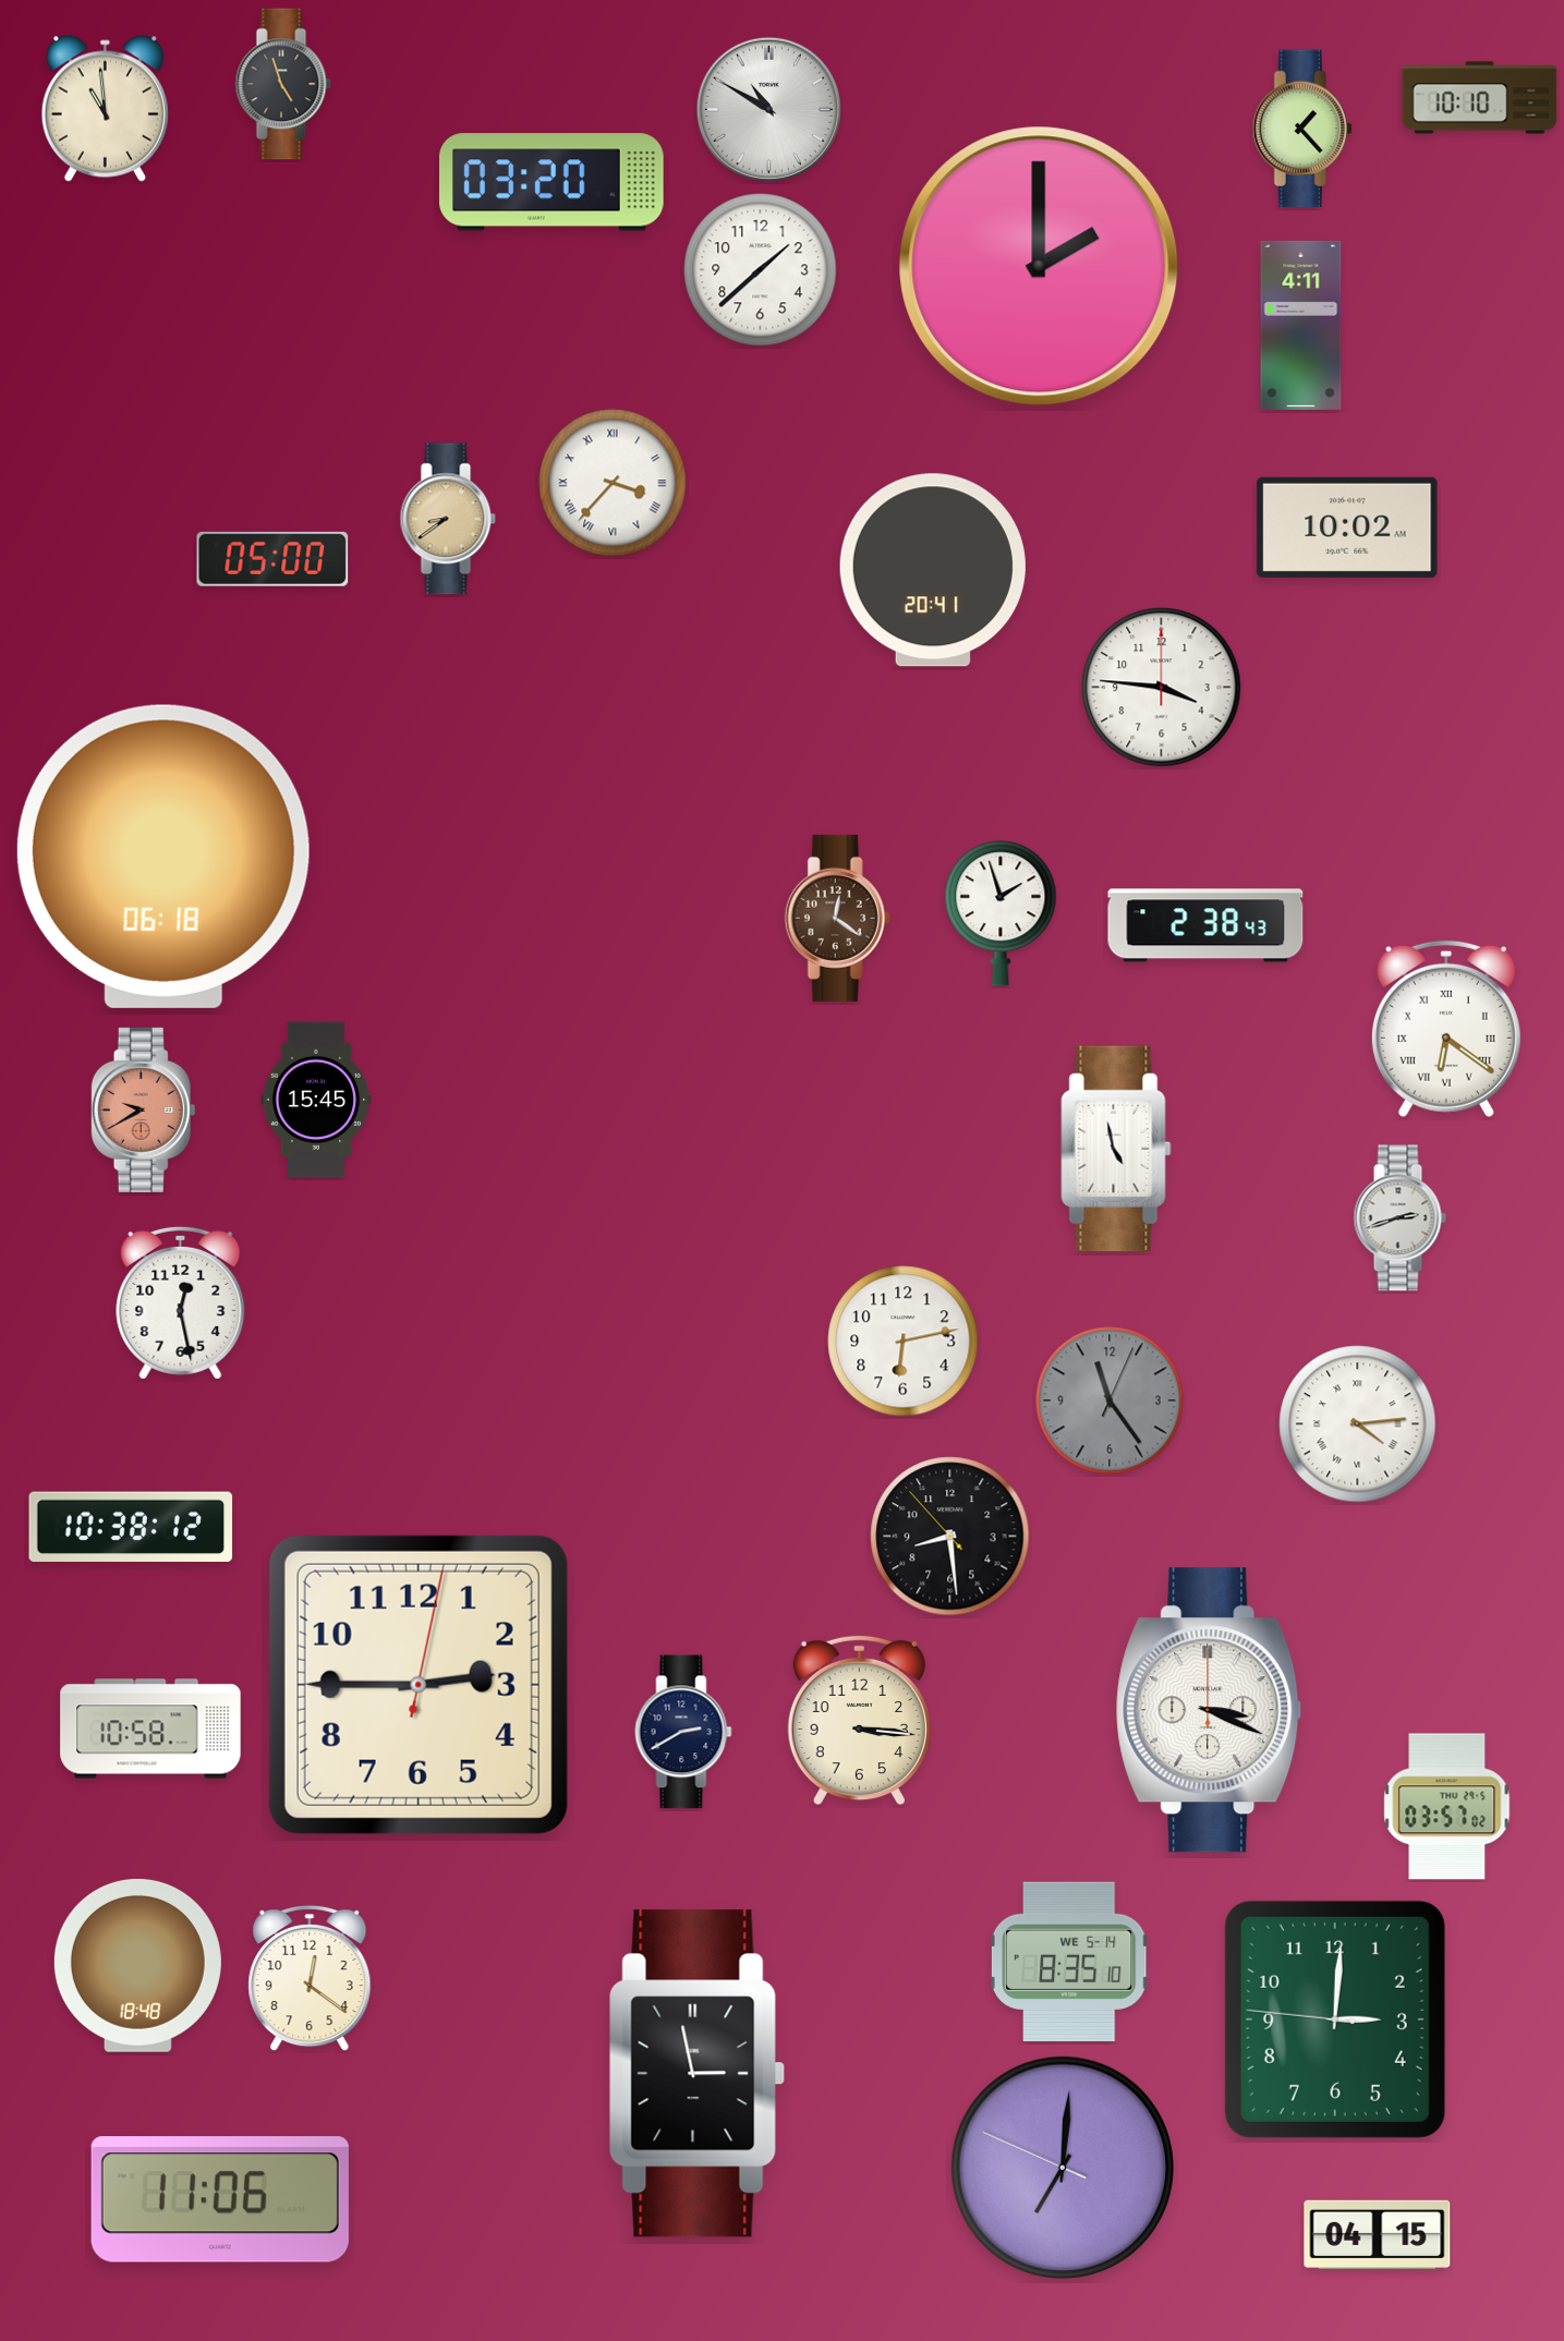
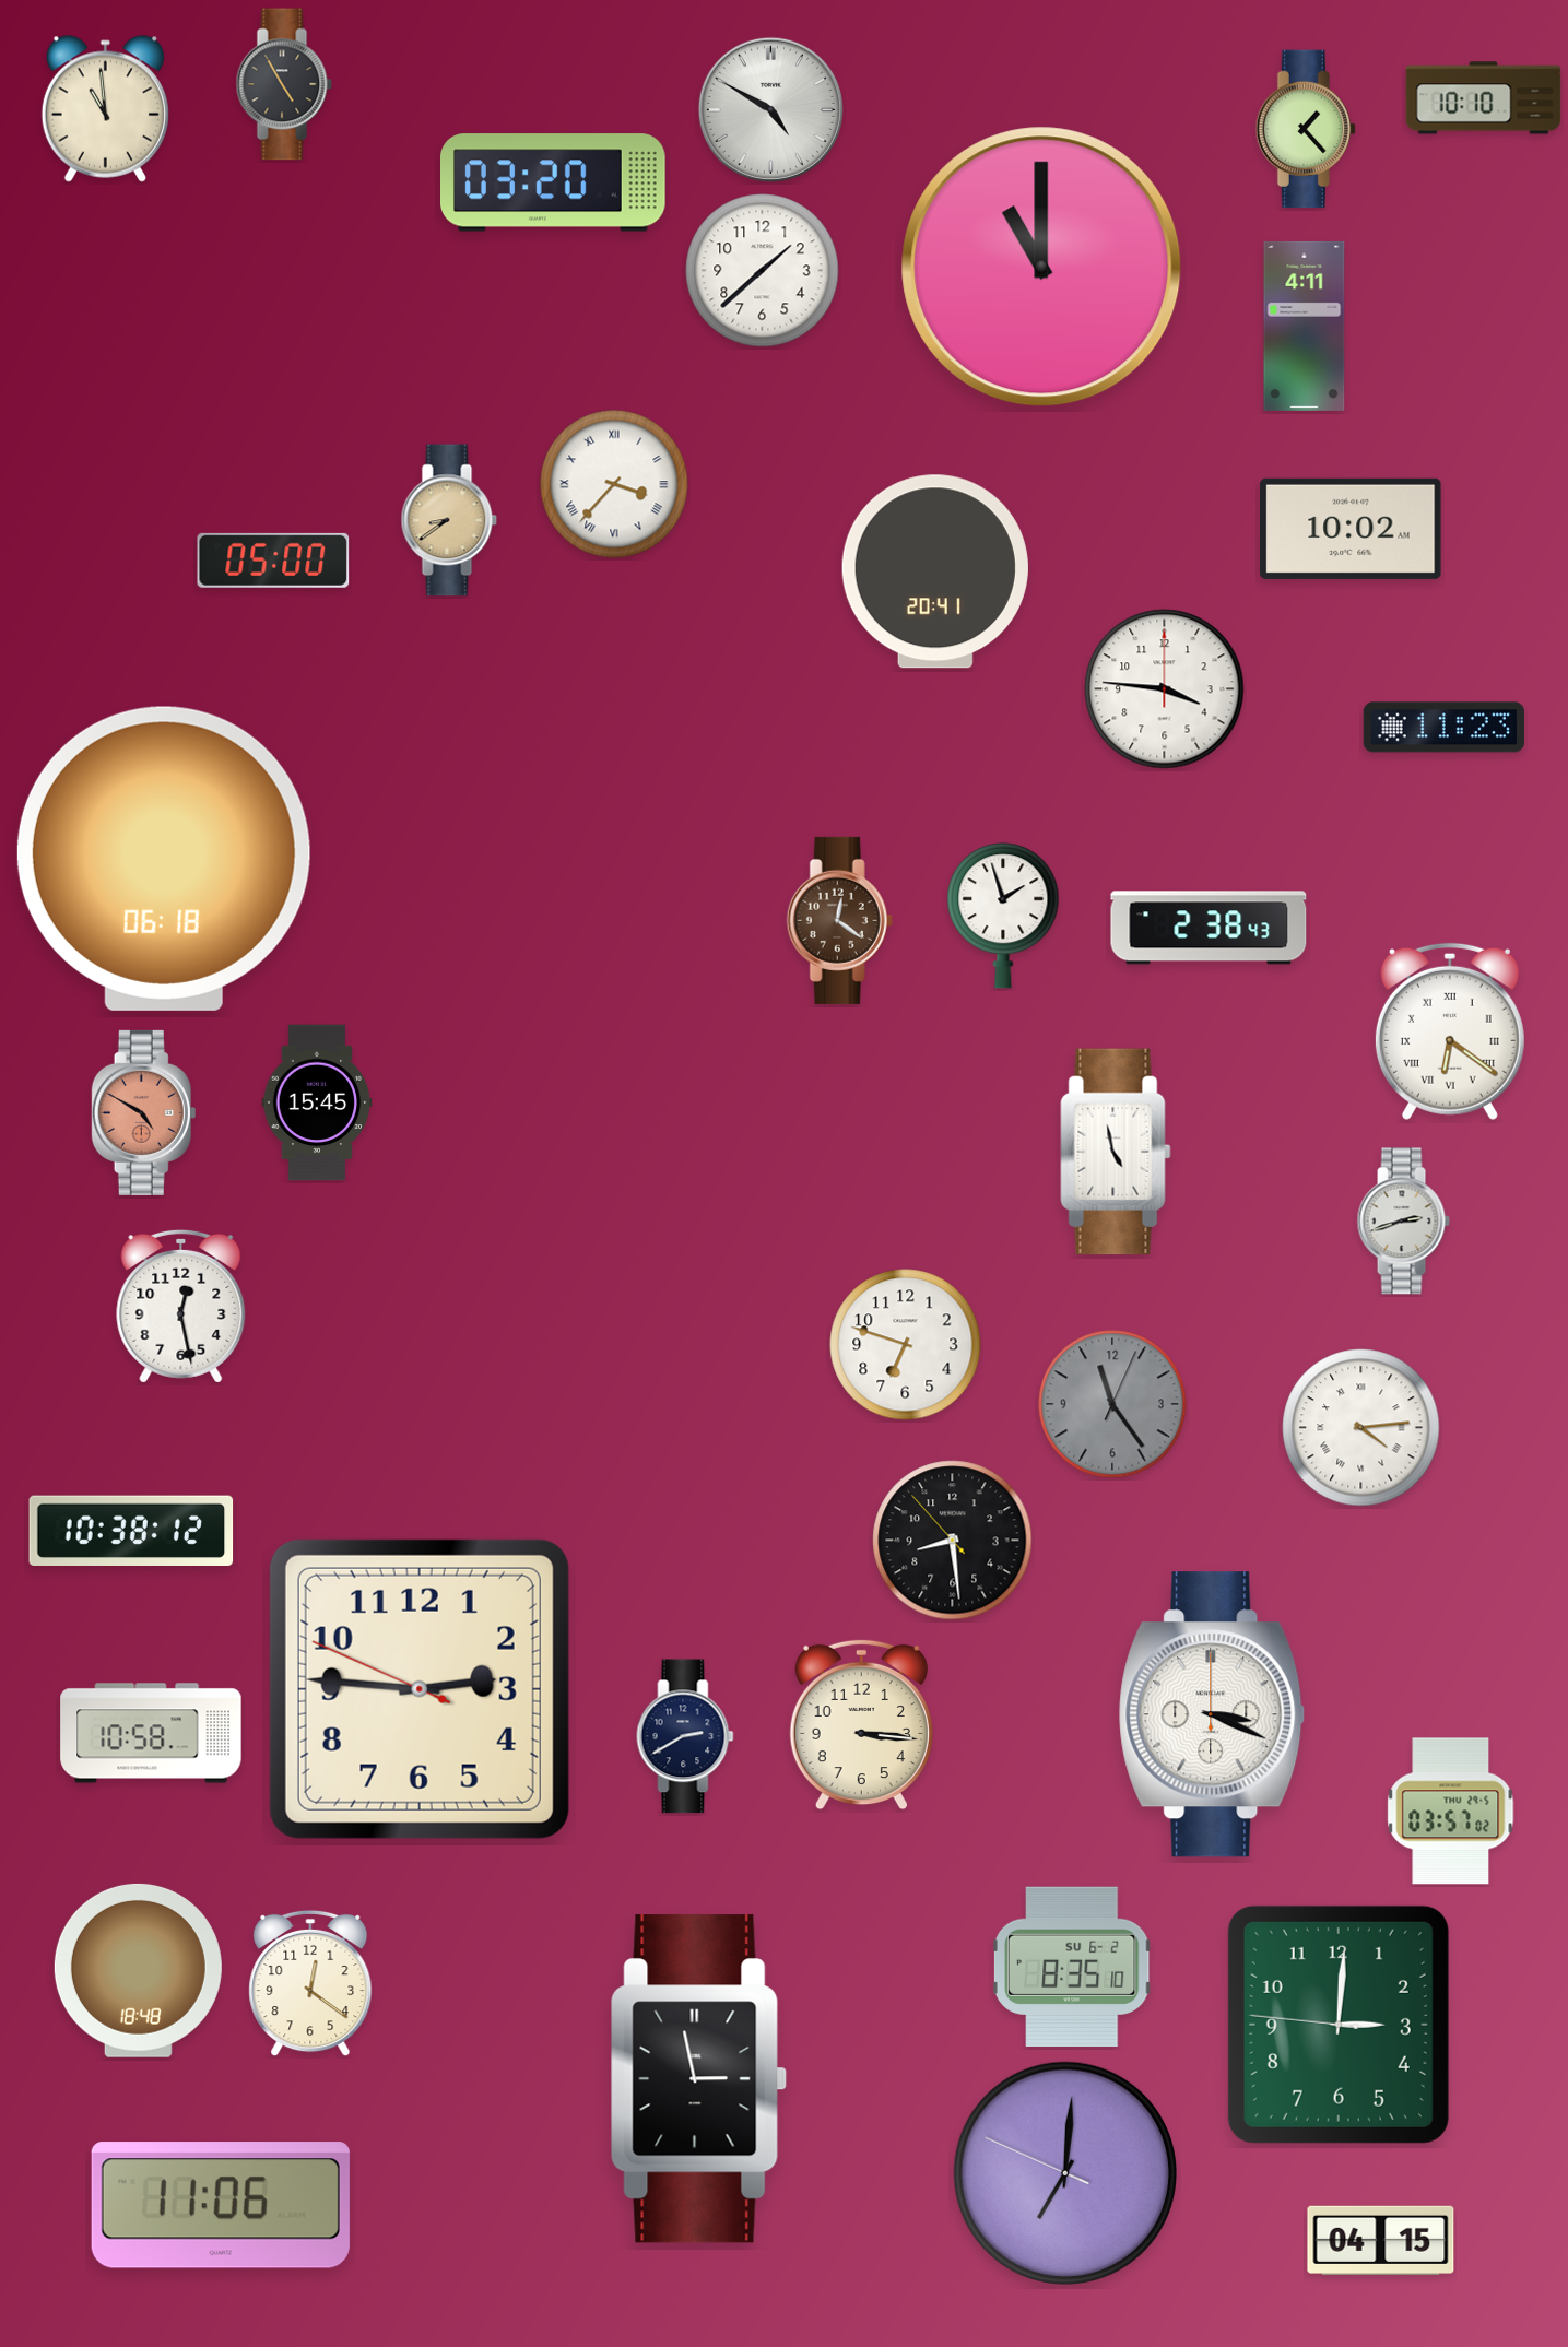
clock at (283, 84): 4:57 -> 4:55
clock at (768, 109): 10:50 -> 4:50
clock at (1039, 266): 2:00 -> 11:00
clock at (1443, 728): none -> 11:23
clock at (144, 1109): 9:40 -> 4:50
clock at (1116, 1149) position: (1116, 1149) -> (1116, 1152)
clock at (904, 1342): 6:13 -> 6:48
clock at (419, 1685): 2:45:02 -> 2:45:49
clock at (1069, 1962) date: WE 5-14 -> SU 6-2
